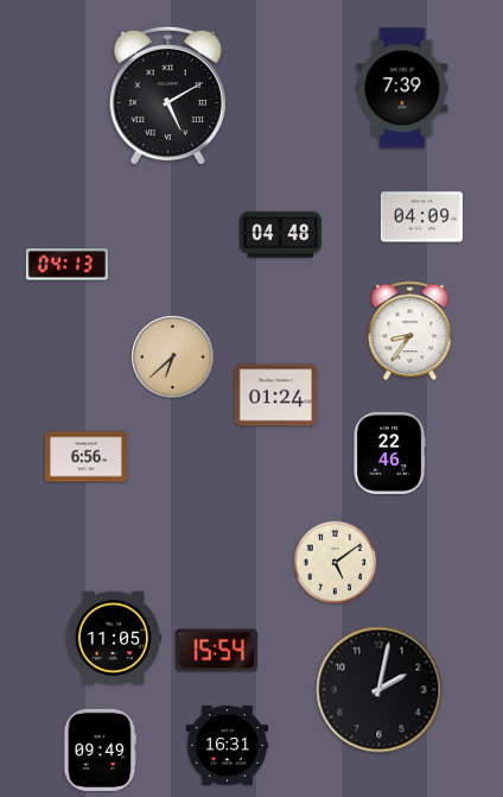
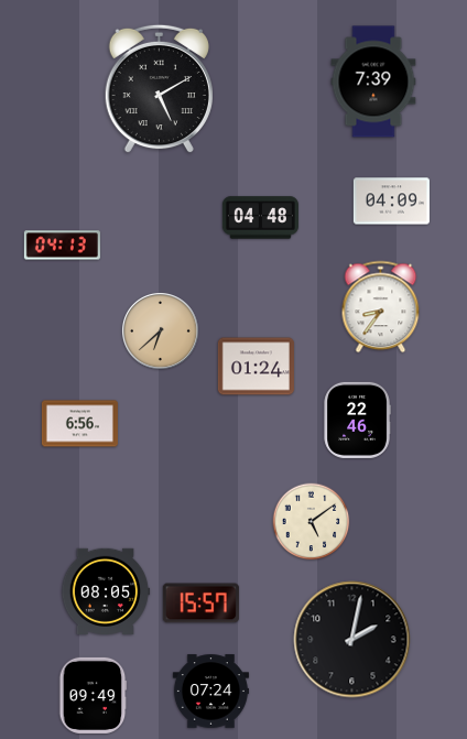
clock at (167, 96) position: (167, 96) -> (159, 89)
clock at (389, 453) position: (389, 453) -> (357, 420)
clock at (114, 638): 11:05 -> 08:05
clock at (216, 651): 15:54 -> 15:57
clock at (227, 746): 16:31 -> 07:24
